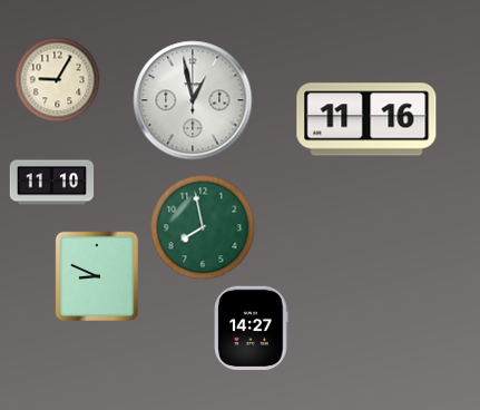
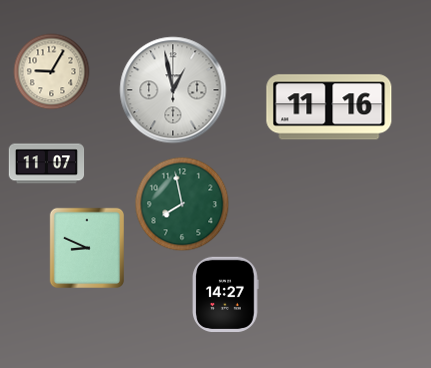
clock at (52, 183): 11:10 -> 11:07
